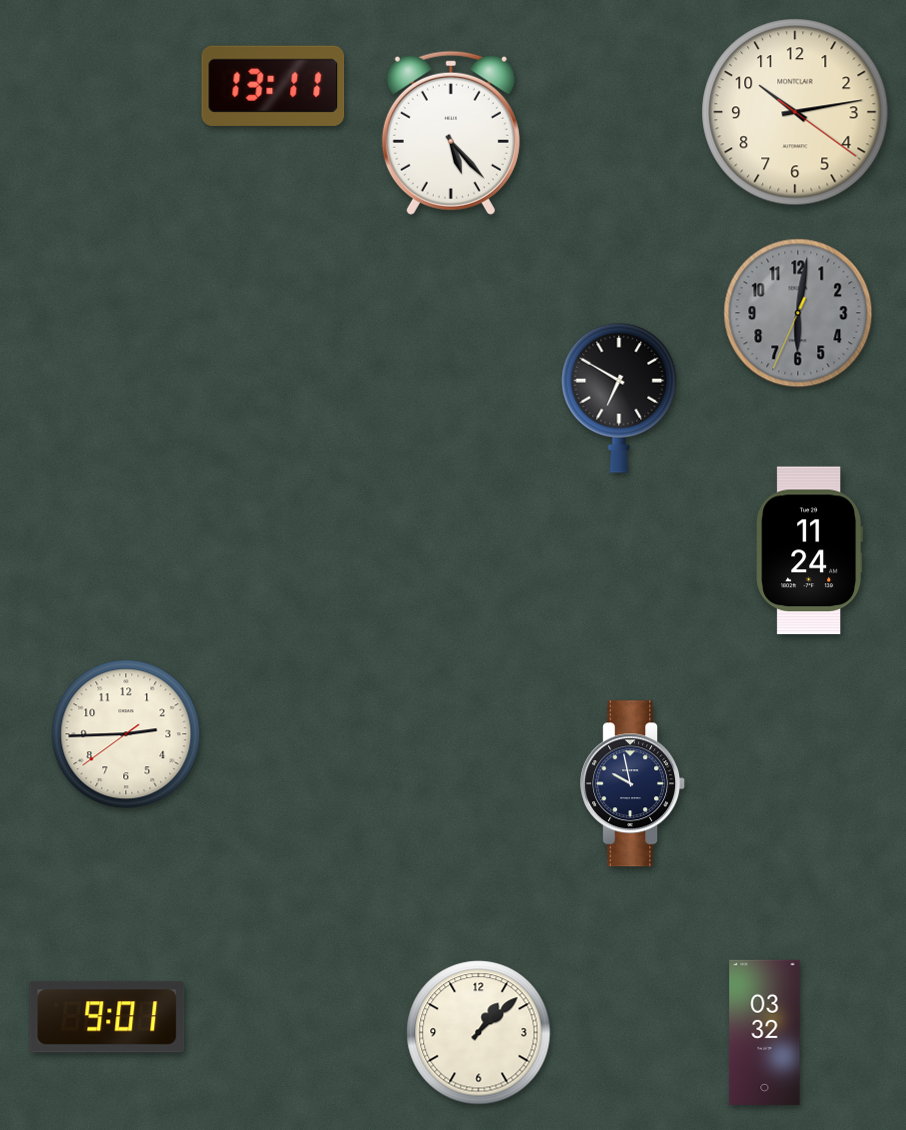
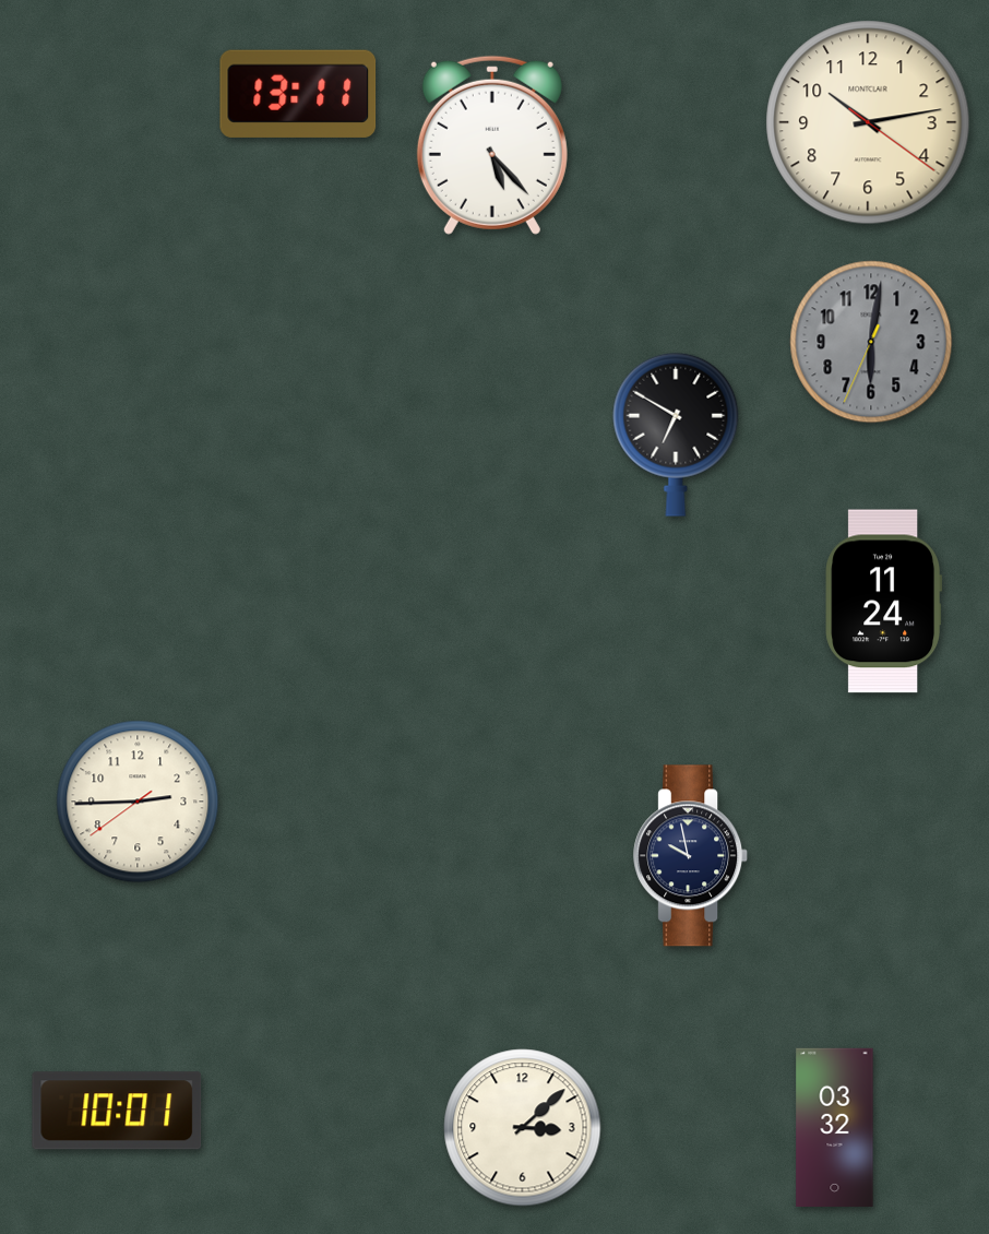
clock at (107, 1017): 9:01 -> 10:01
clock at (479, 1033): 1:08 -> 3:08
